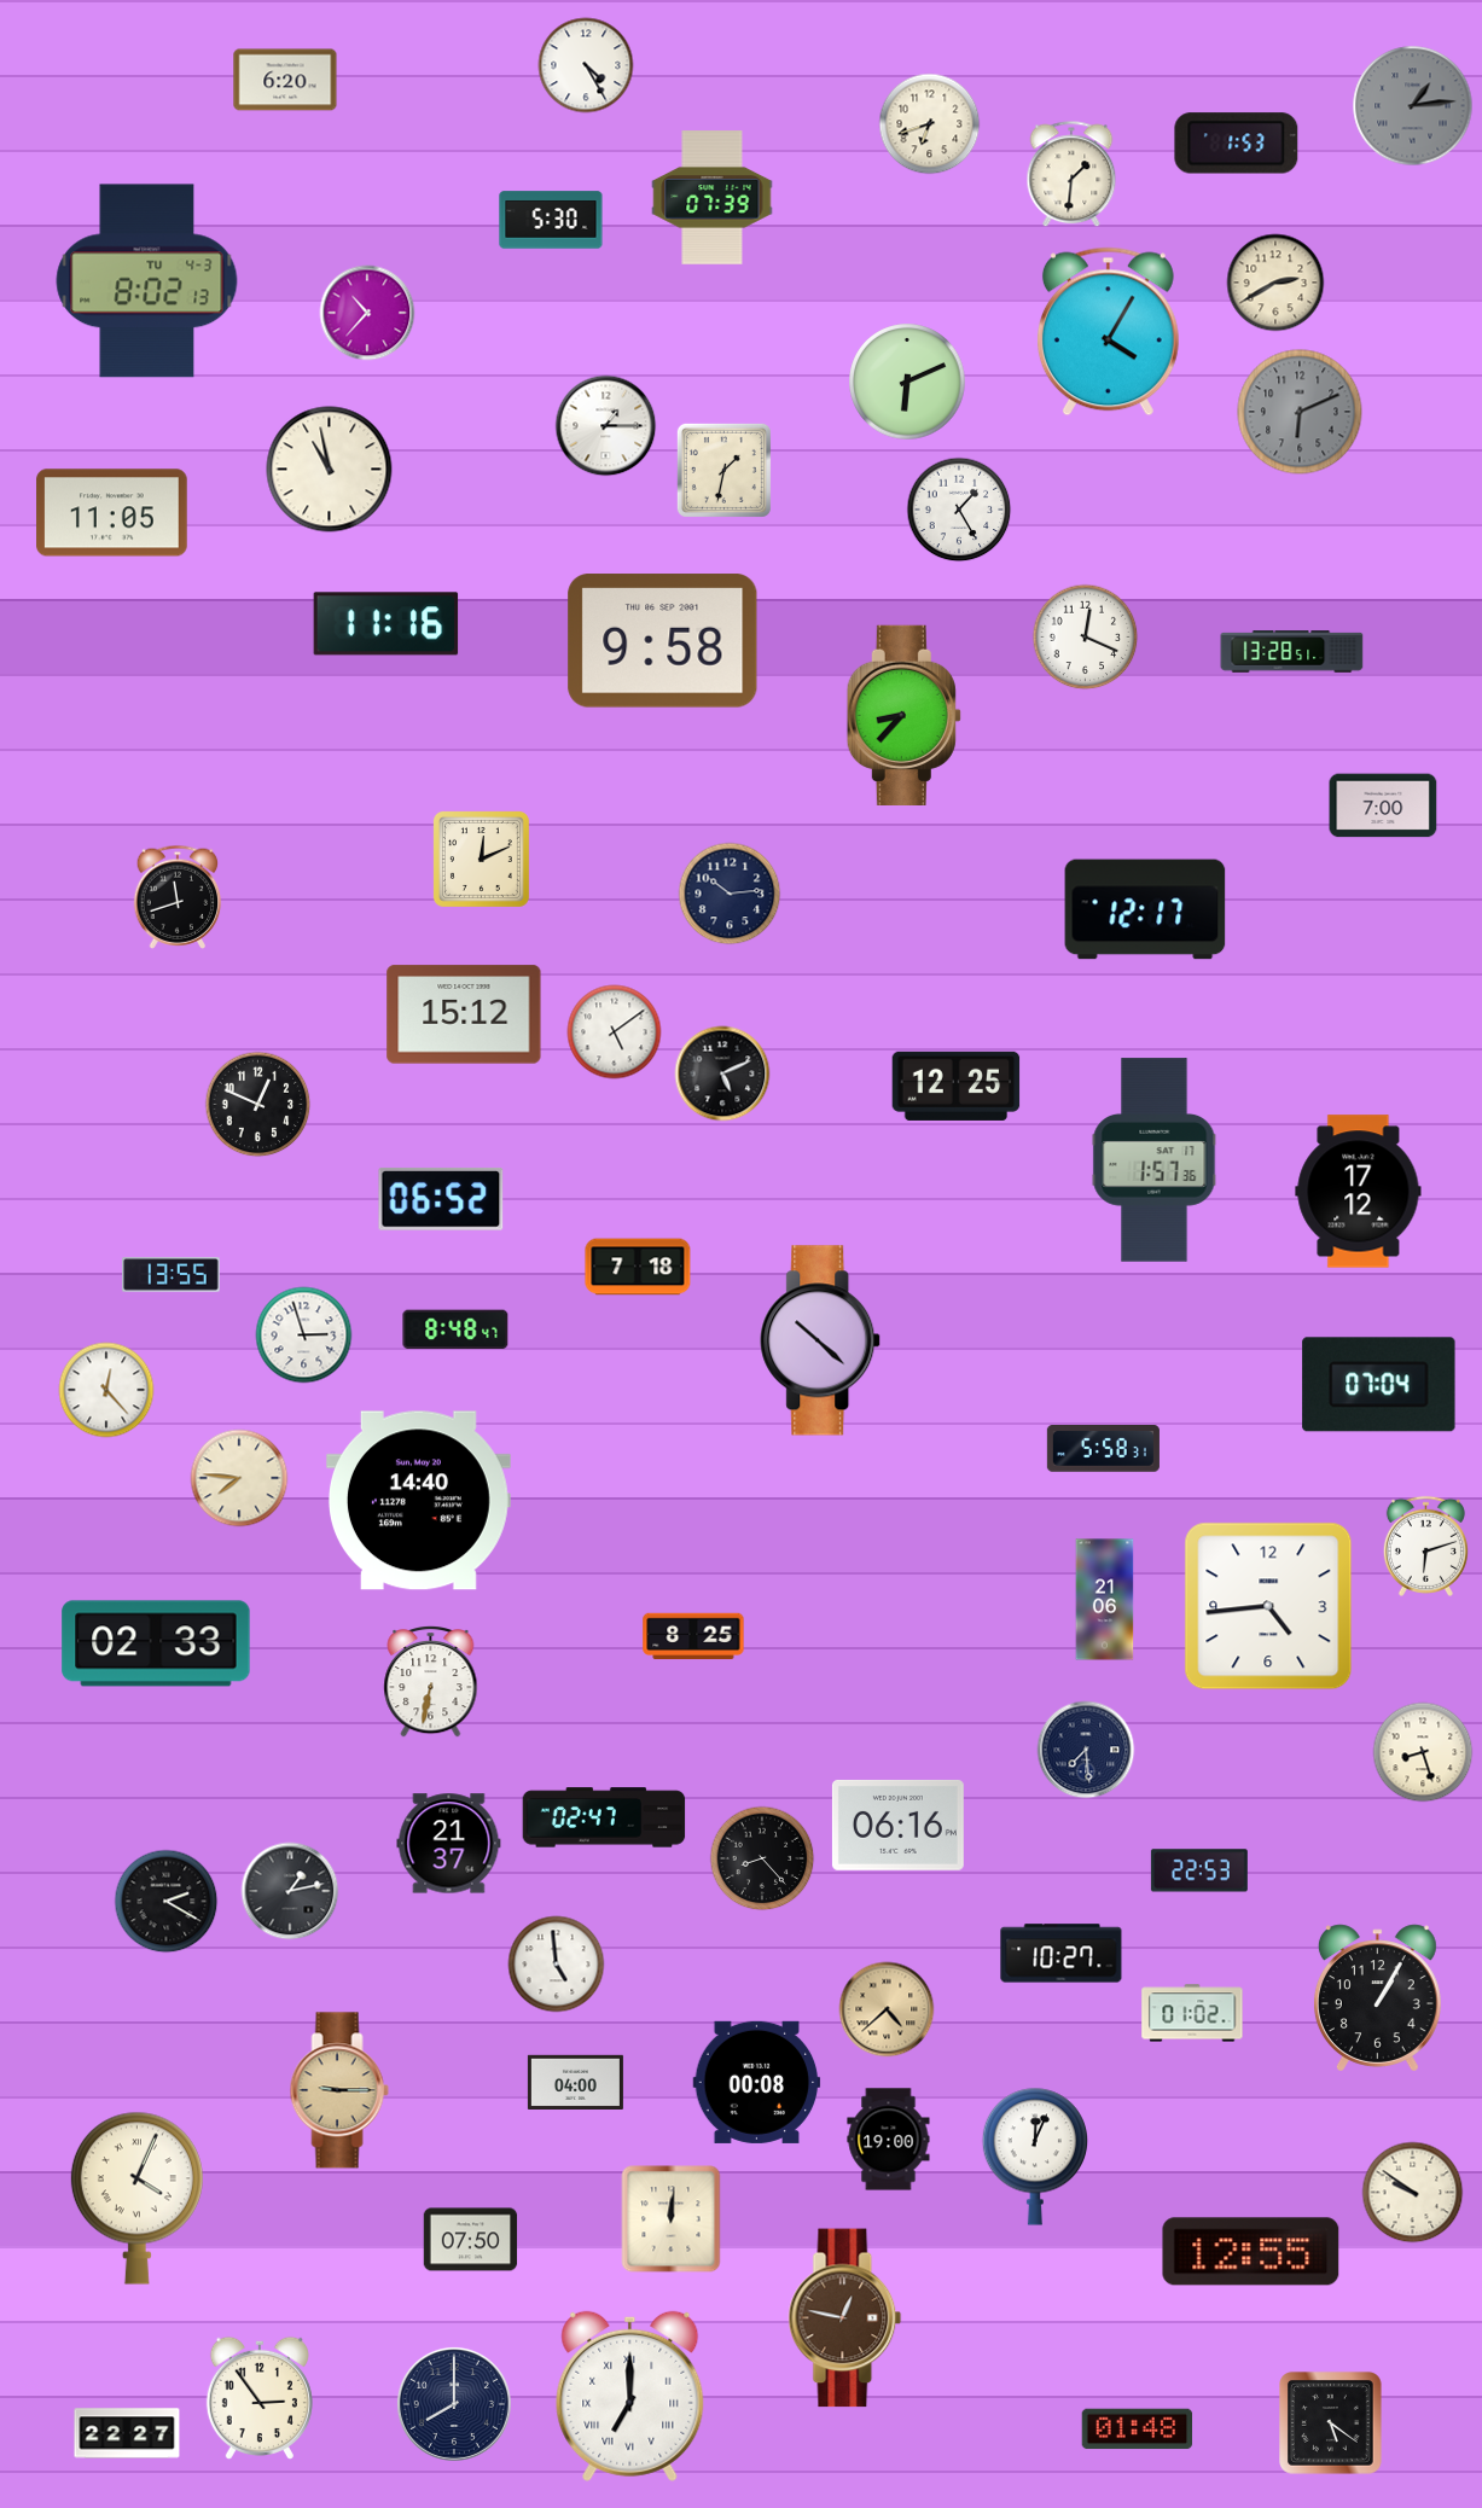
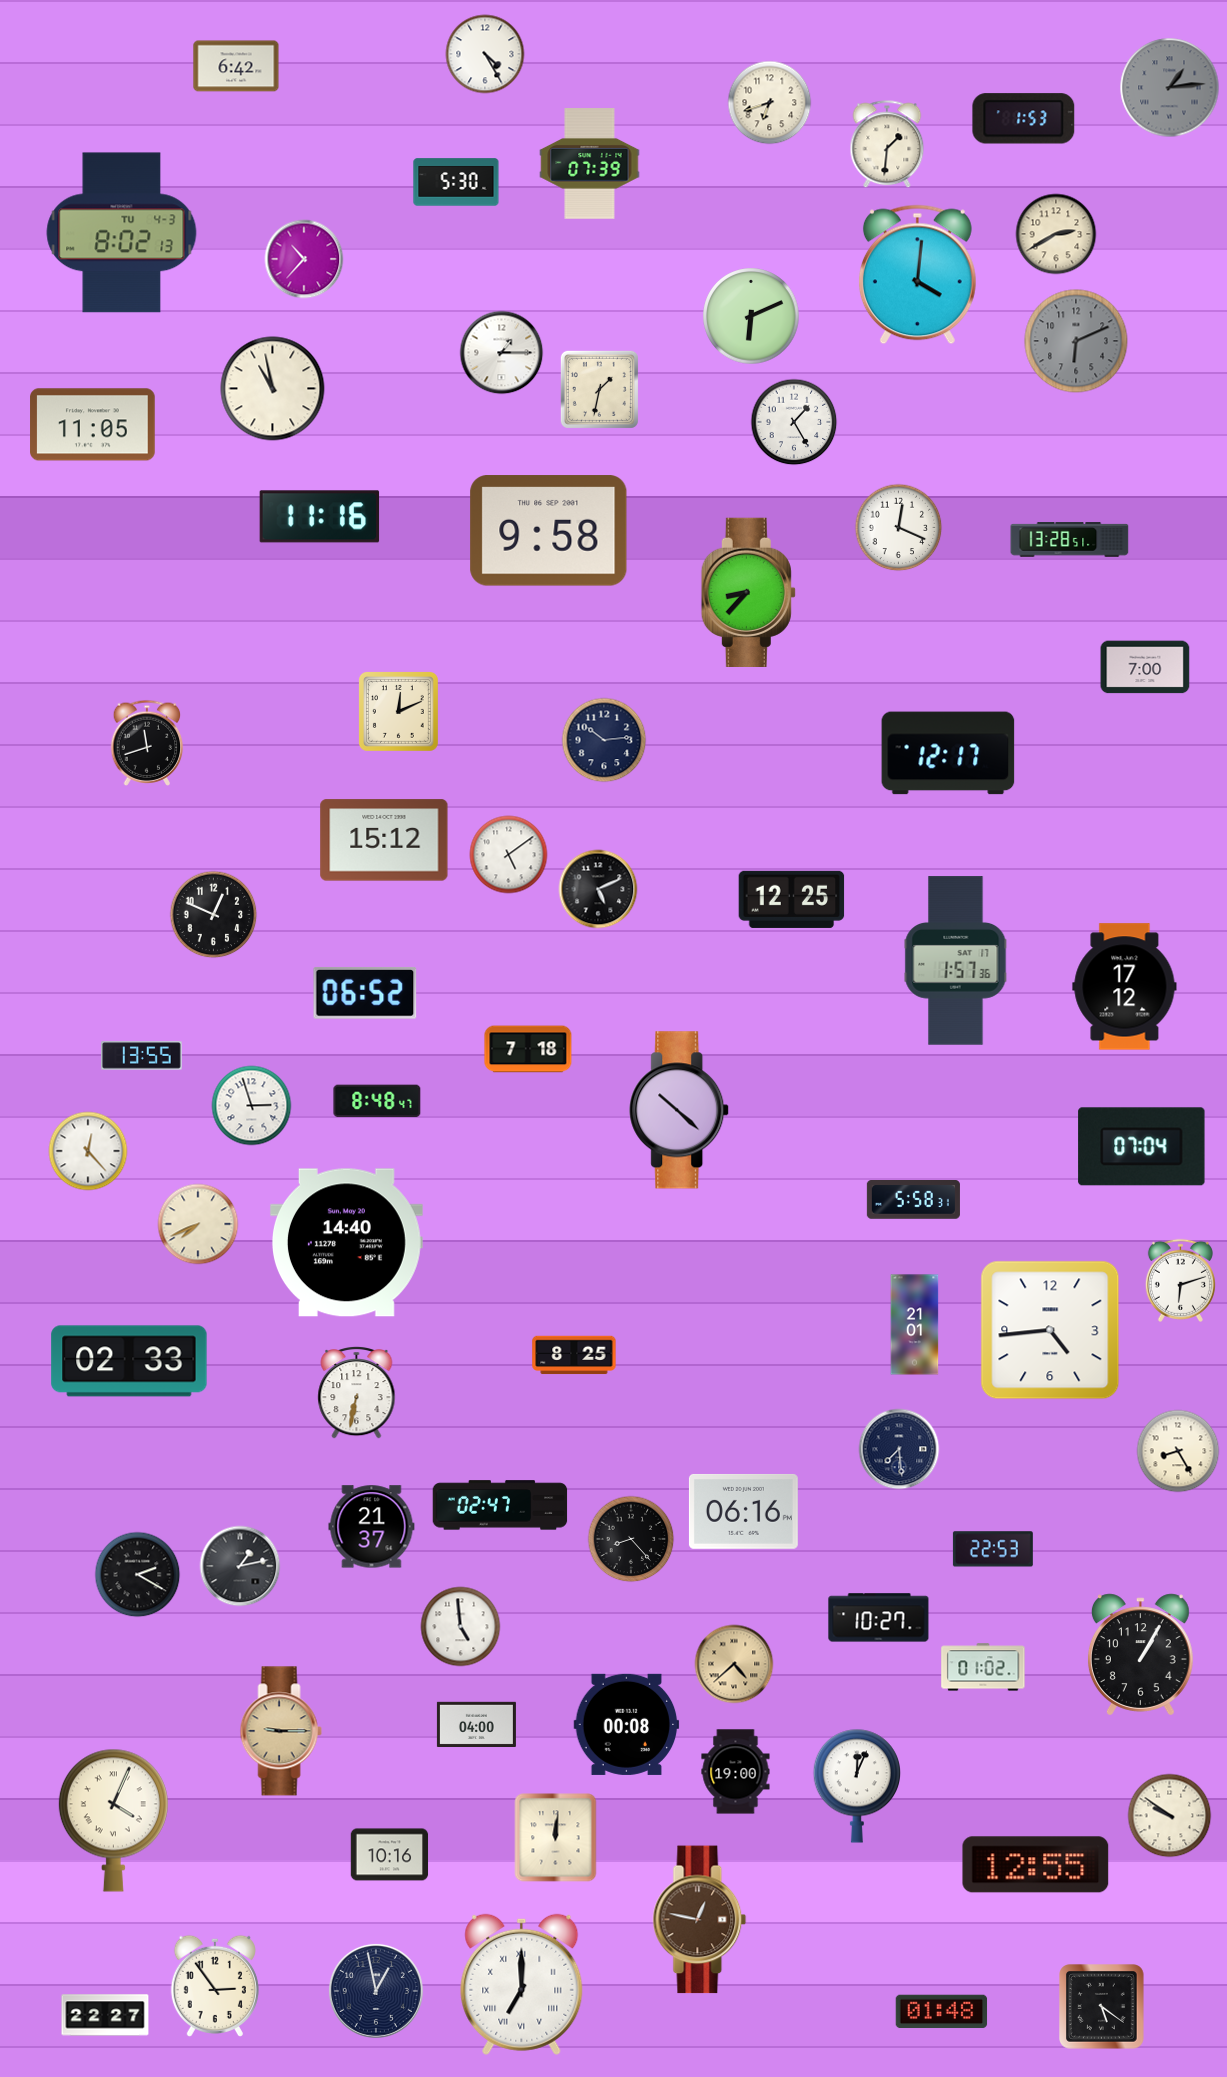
clock at (285, 80): 6:20 -> 6:42
clock at (1108, 332): 4:05 -> 4:01
clock at (239, 1478): 7:46 -> 7:41
clock at (1105, 1600): 21:06 -> 21:01
clock at (1423, 1752): 8:27 -> 8:25
clock at (1192, 2013) position: (1192, 2013) -> (983, 1667)
clock at (471, 2240): 07:50 -> 10:16
clock at (454, 2404): 8:00 -> 12:58
